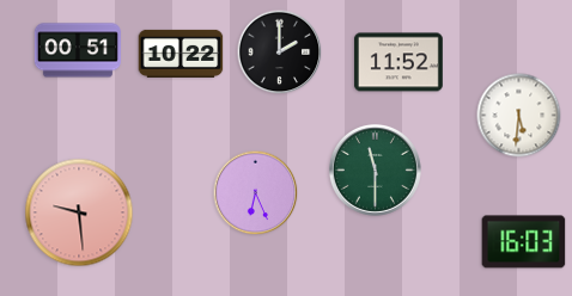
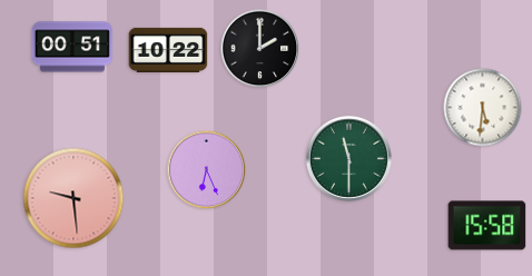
clock at (398, 62): 11:52 -> none
clock at (256, 193) position: (256, 193) -> (207, 170)
clock at (524, 242): 16:03 -> 15:58
